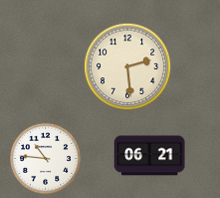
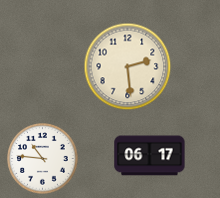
clock at (150, 156): 06:21 -> 06:17
clock at (46, 159) position: (46, 159) -> (43, 159)
